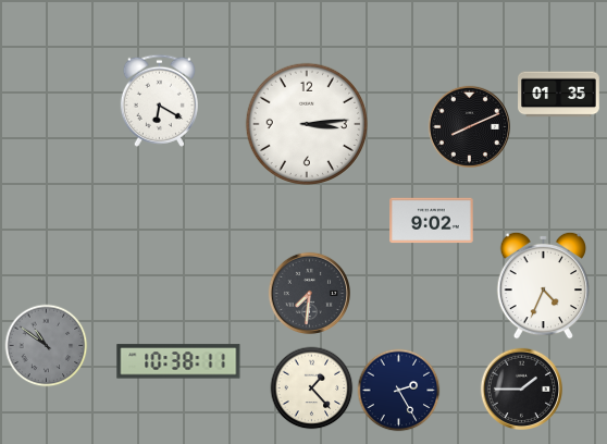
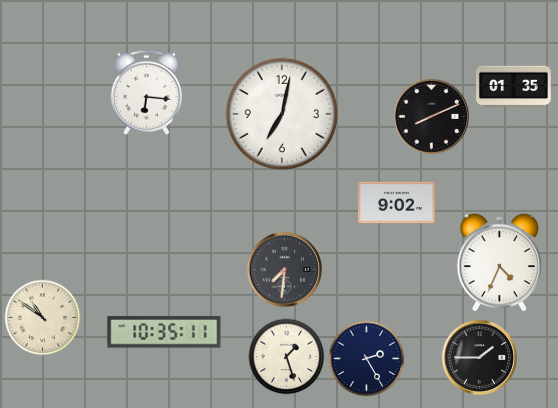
clock at (159, 100): 6:20 -> 6:16
clock at (306, 123): 3:14 -> 7:02
clock at (47, 346) dial: grey -> cream
clock at (178, 361): 10:38 -> 10:35
clock at (312, 388): 1:23 -> 1:27
